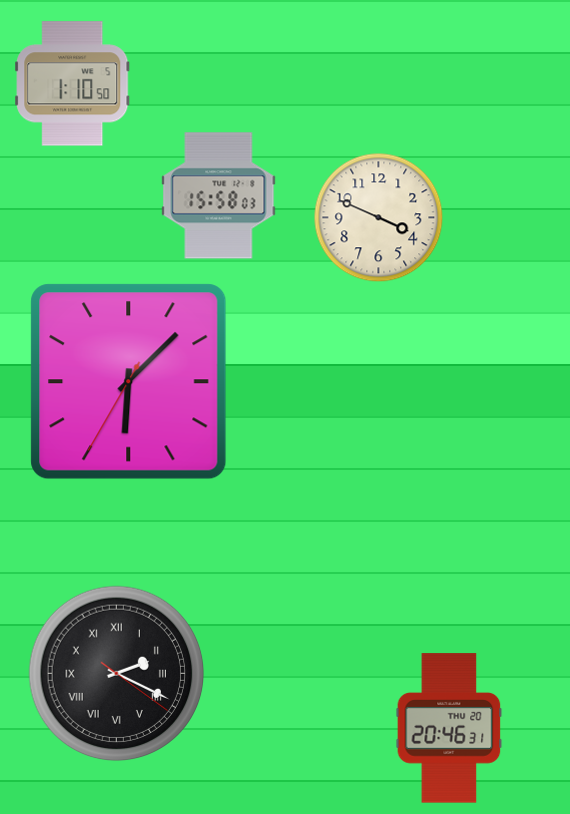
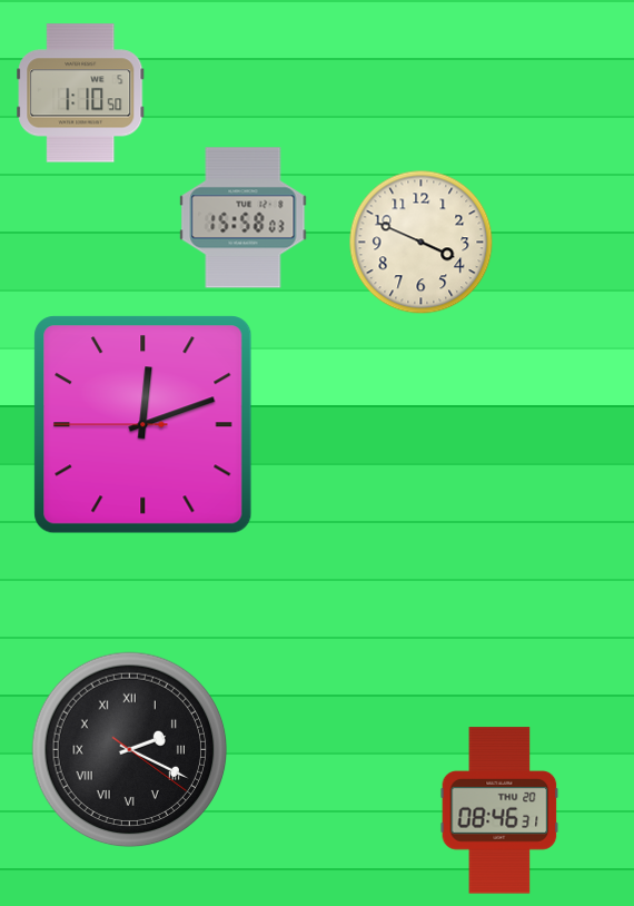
clock at (129, 382): 6:07 -> 12:11
clock at (449, 728): 20:46 -> 08:46
